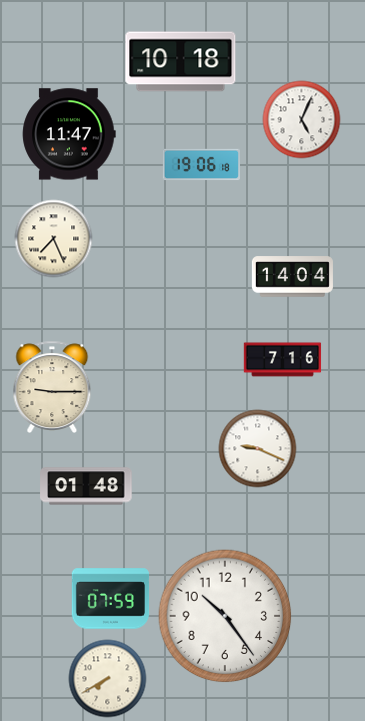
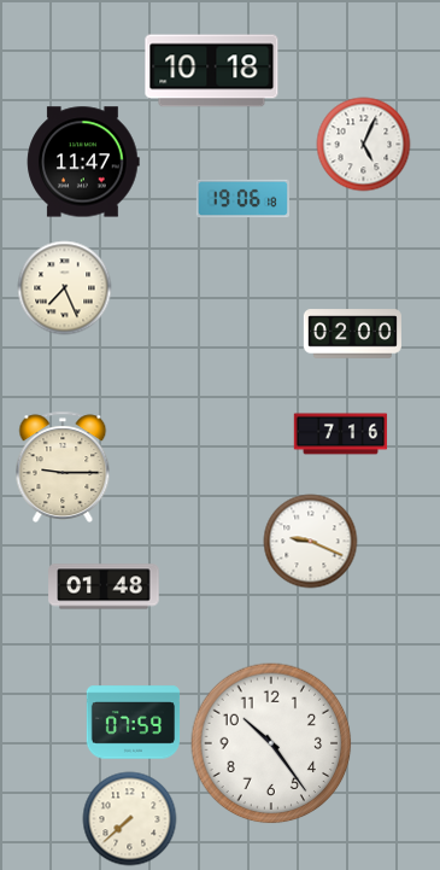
clock at (181, 62) position: (181, 62) -> (212, 71)
clock at (292, 277): 14:04 -> 02:00
clock at (107, 678): 7:40 -> 7:38
